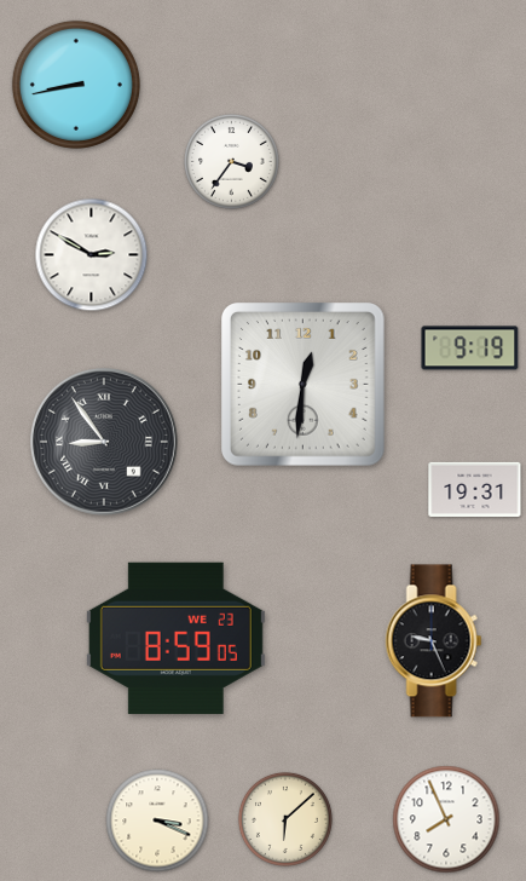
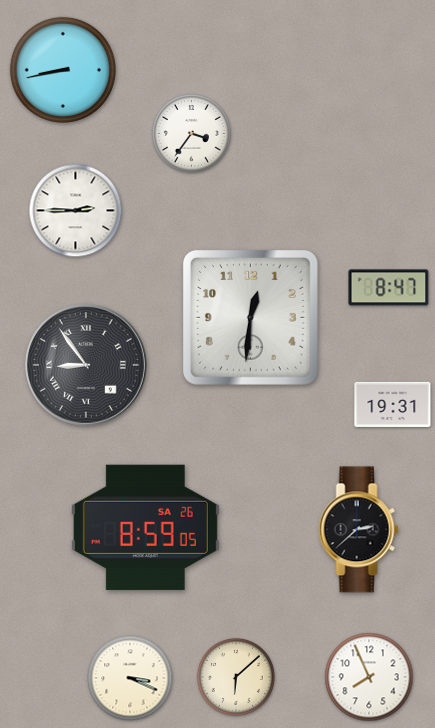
clock at (92, 255): 2:50 -> 2:45
clock at (470, 349): 9:19 -> 8:47
clock at (175, 638) date: WE 23 -> SA 26
clock at (434, 641): 9:26 -> 2:38
